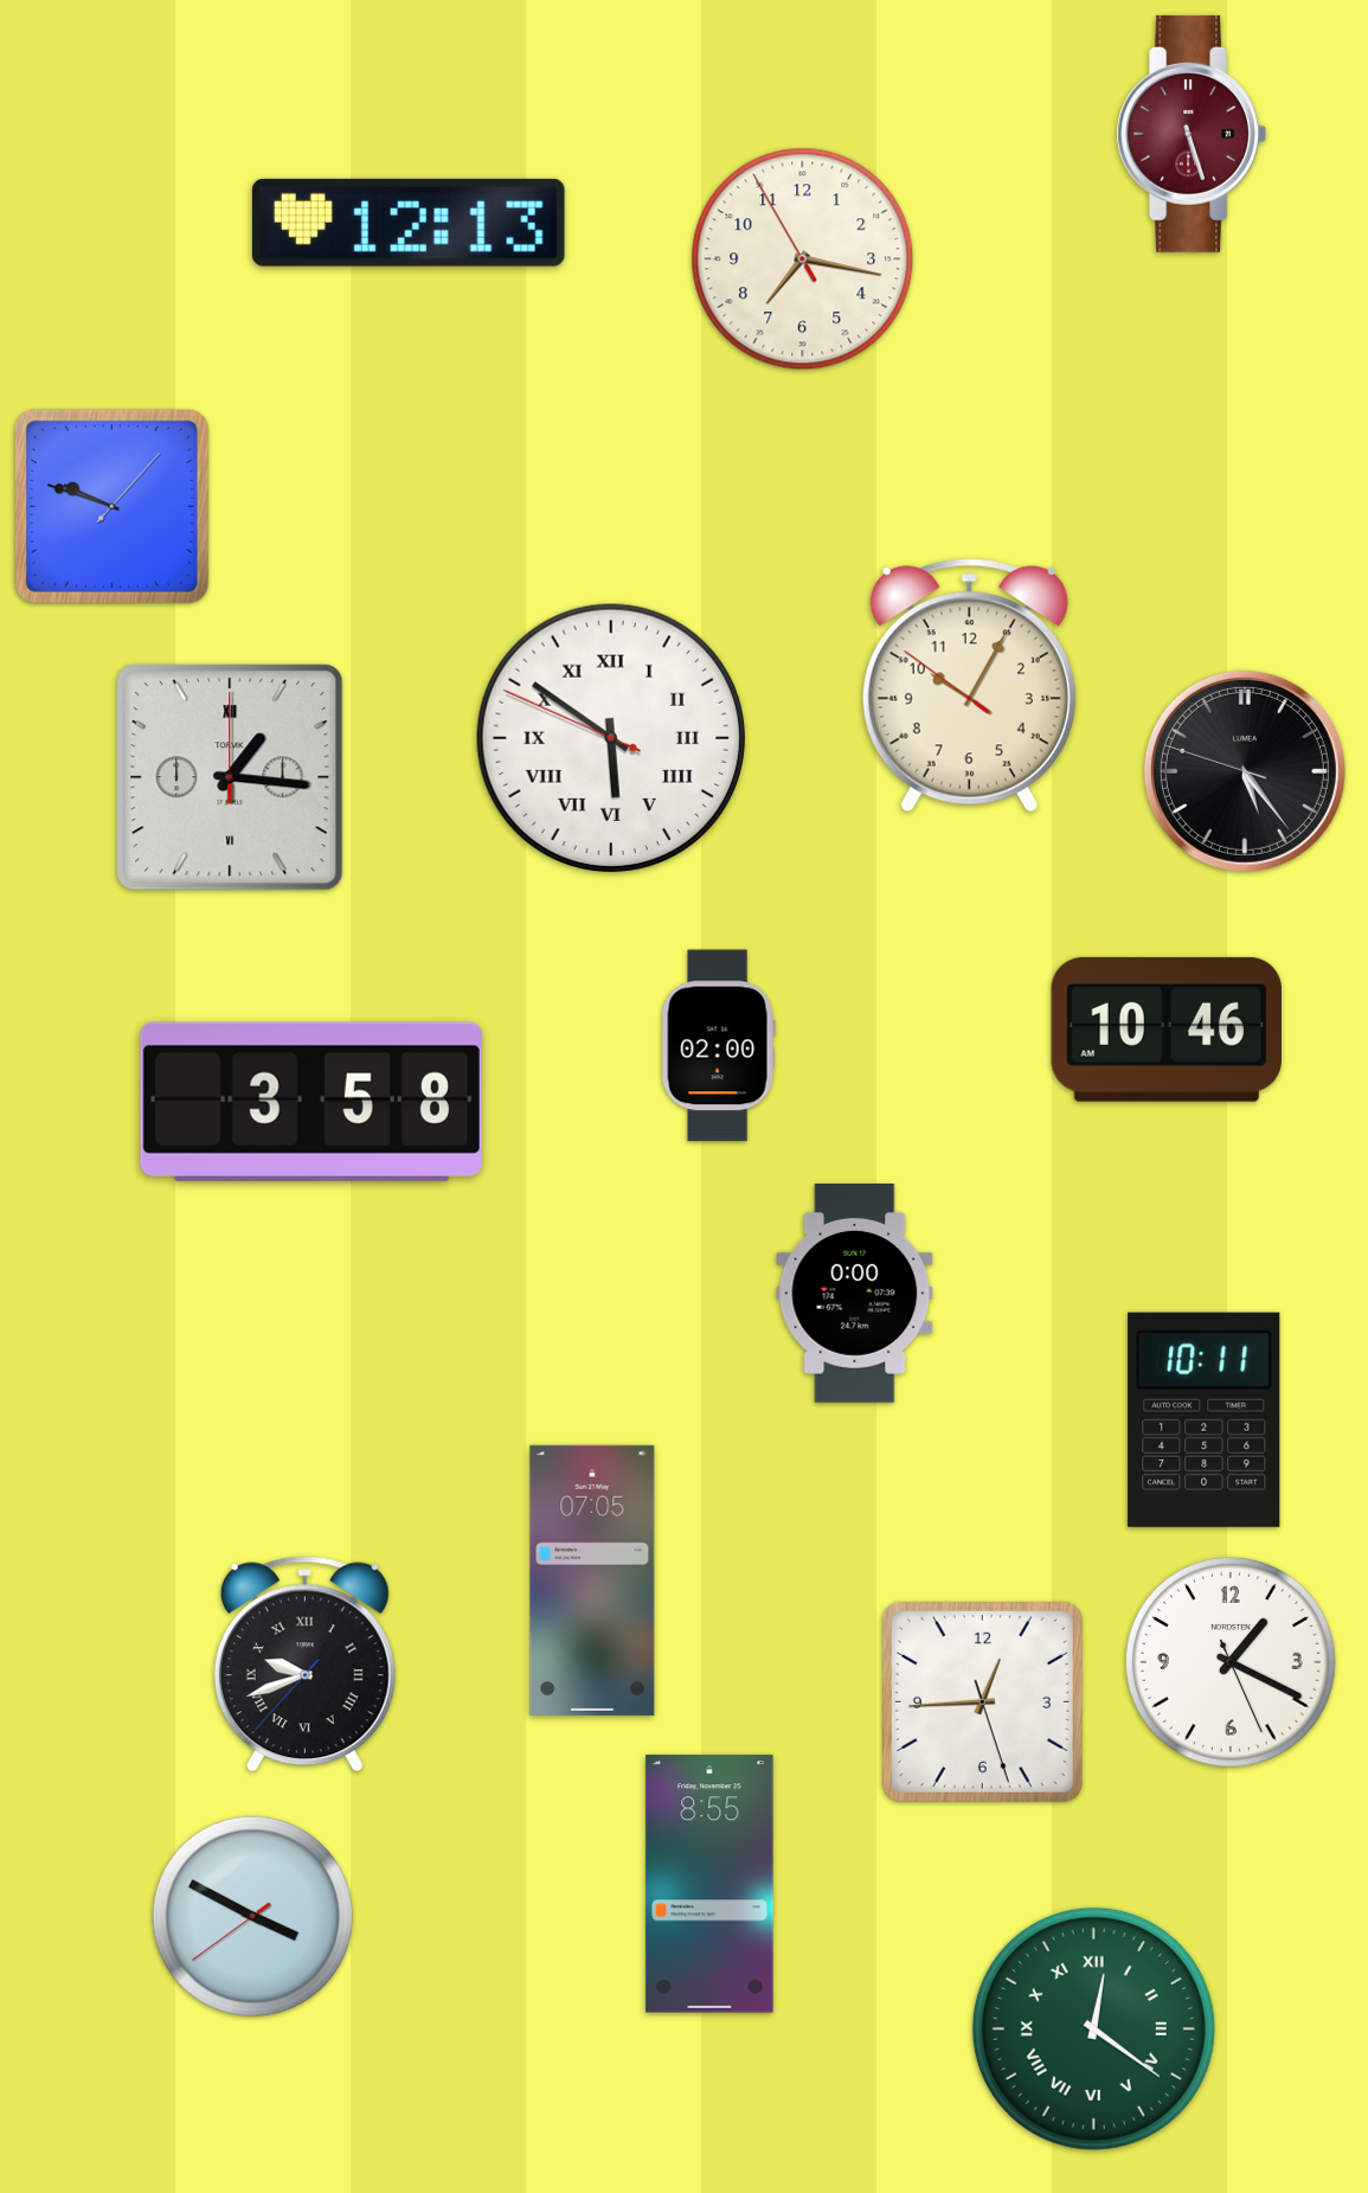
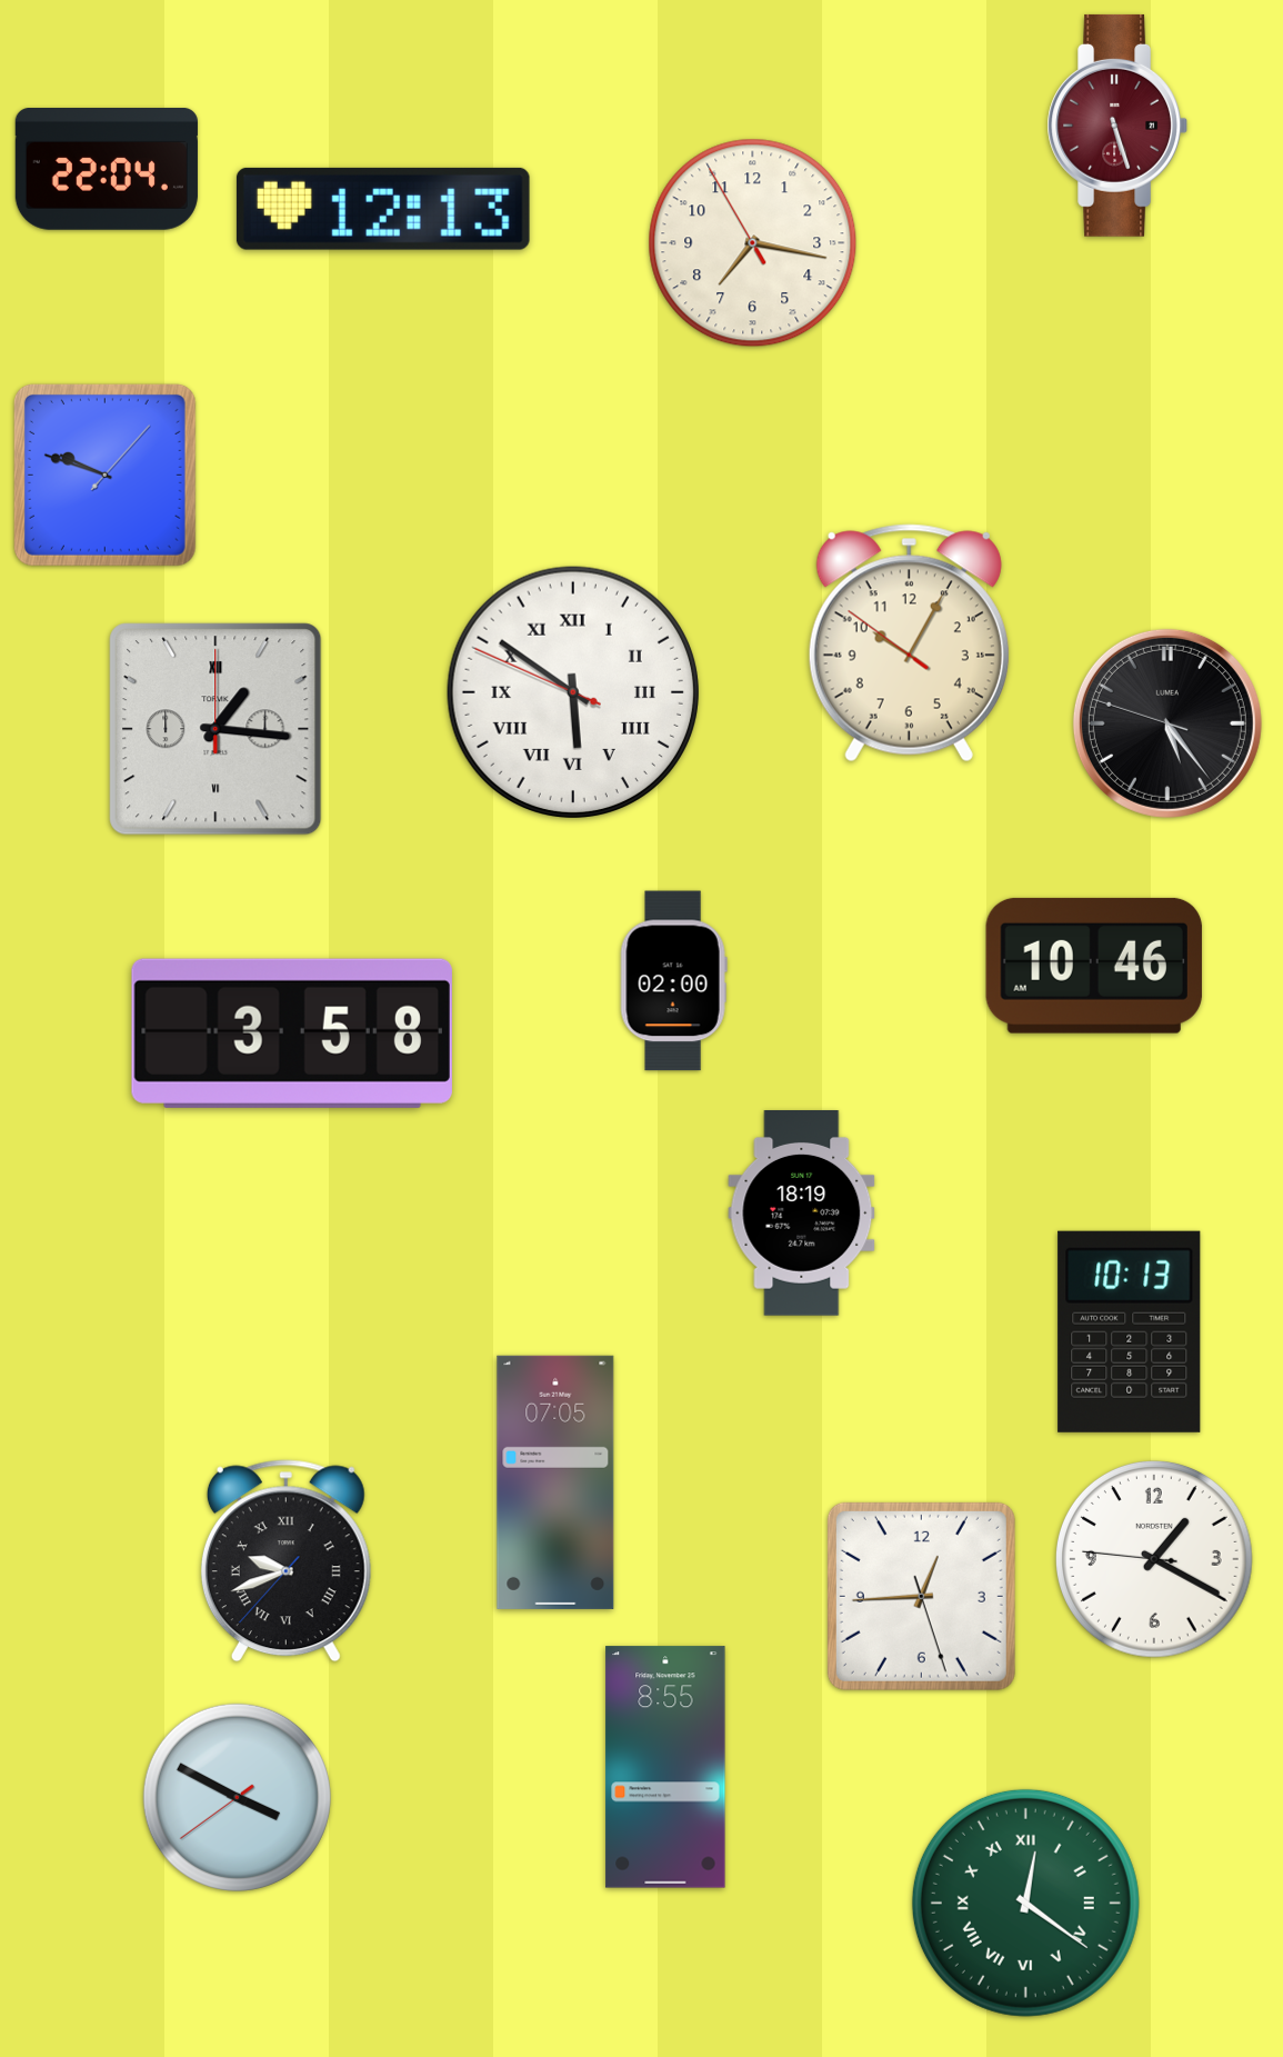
clock at (107, 170): none -> 22:04
clock at (855, 1294): 0:00 -> 18:19
clock at (1205, 1419): 10:11 -> 10:13
clock at (1232, 1663): 1:19:26 -> 1:19:46
